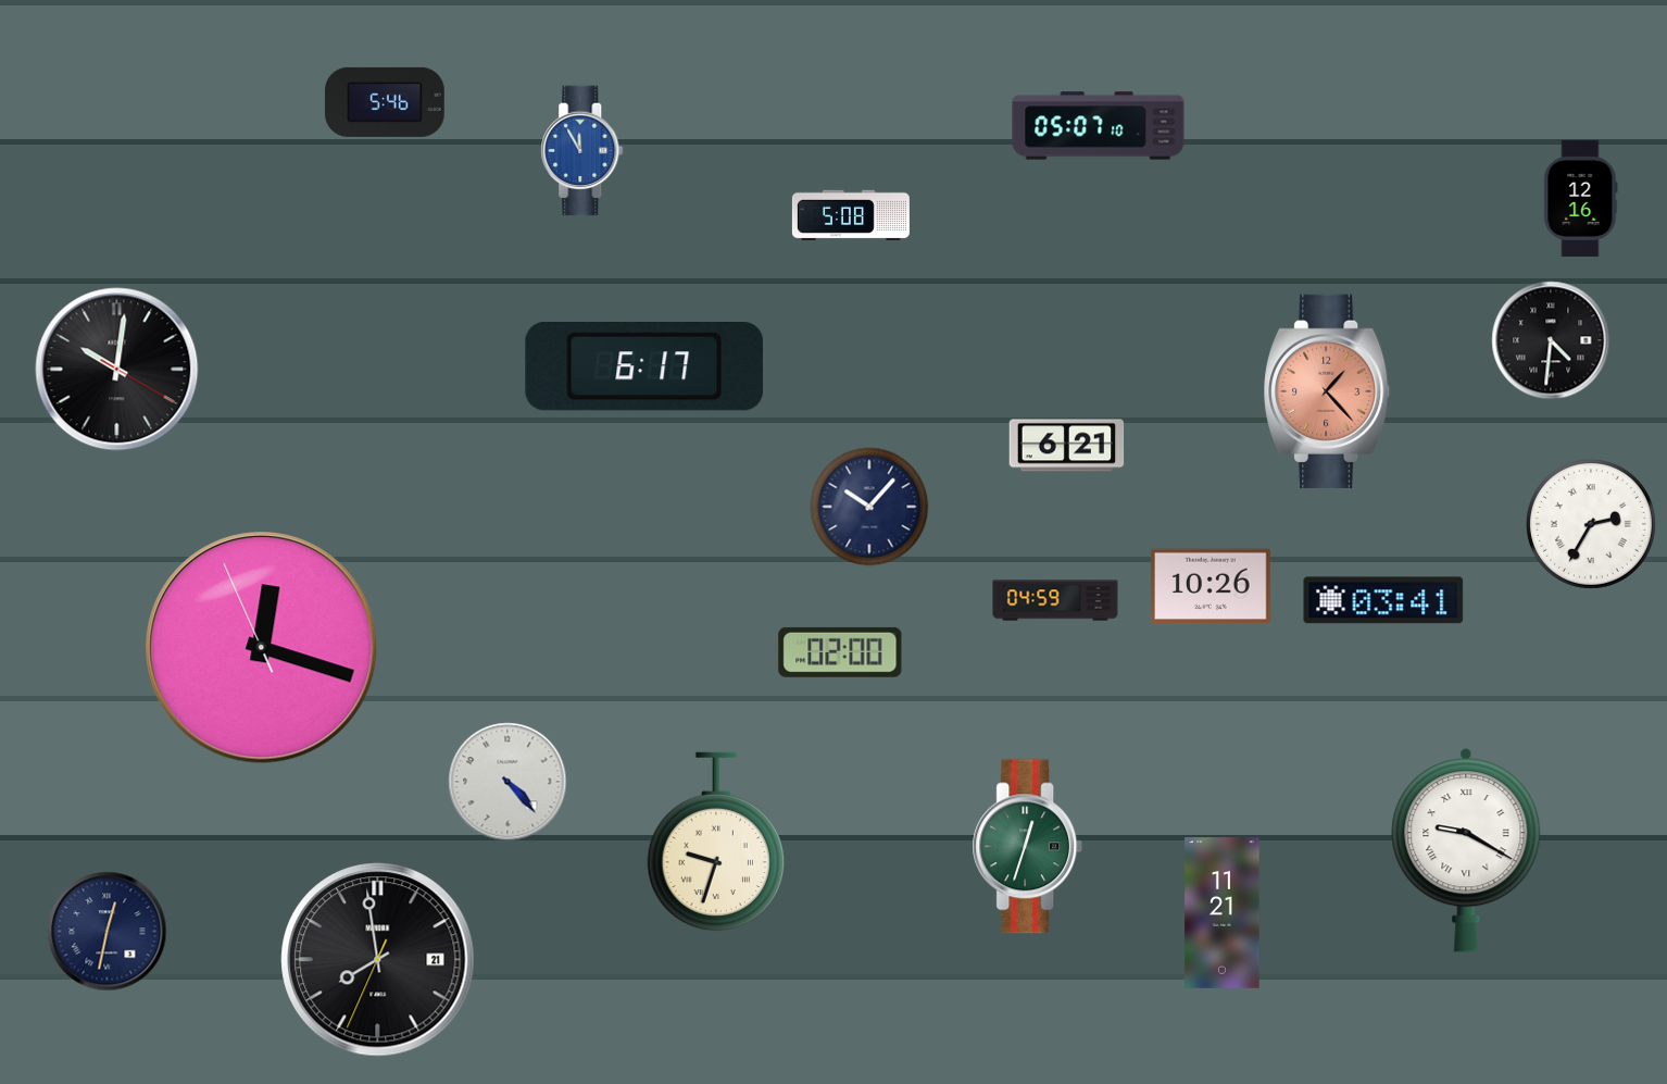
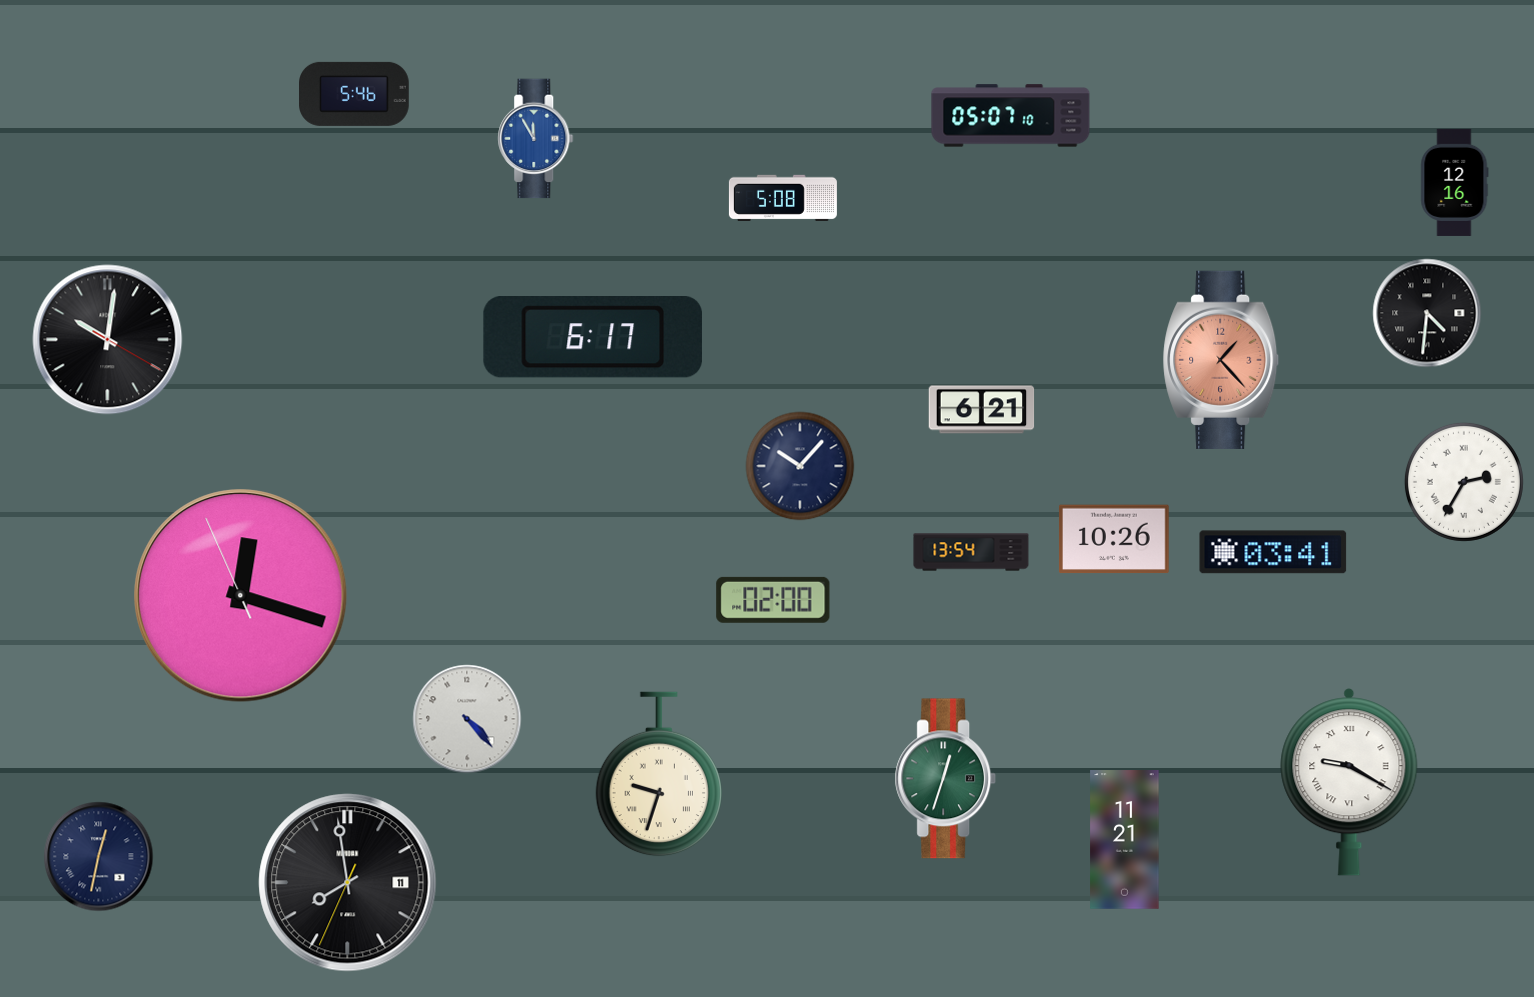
clock at (1055, 600): 04:59 -> 13:54
clock at (378, 960) date: 21 -> 11
